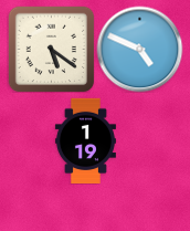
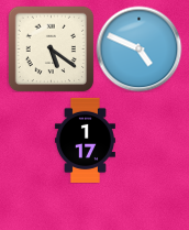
clock at (85, 140): 1:19 -> 1:17
